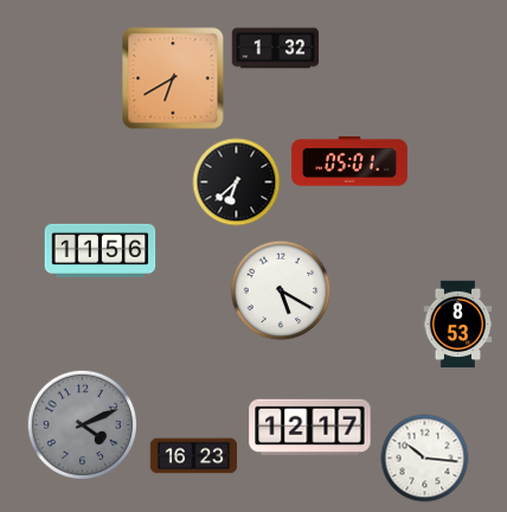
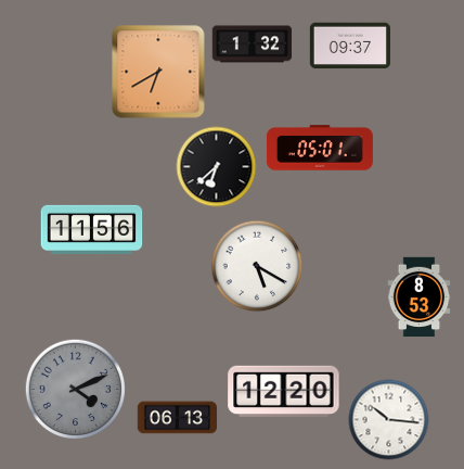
clock at (350, 46): none -> 09:37
clock at (310, 428): 12:17 -> 12:20
clock at (194, 456): 16:23 -> 06:13
